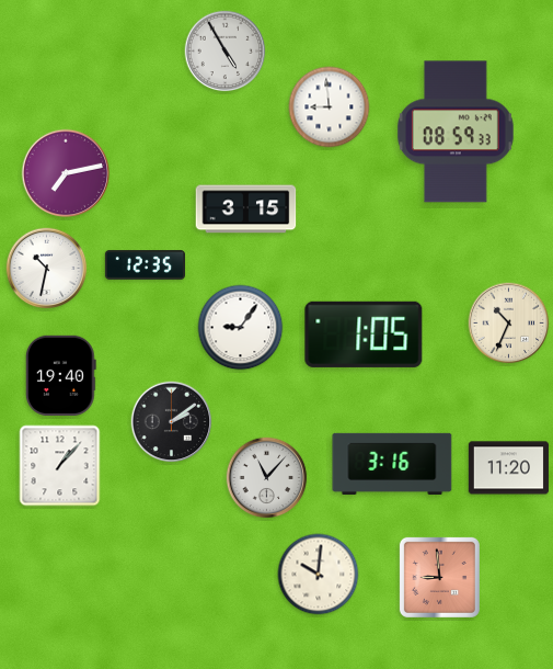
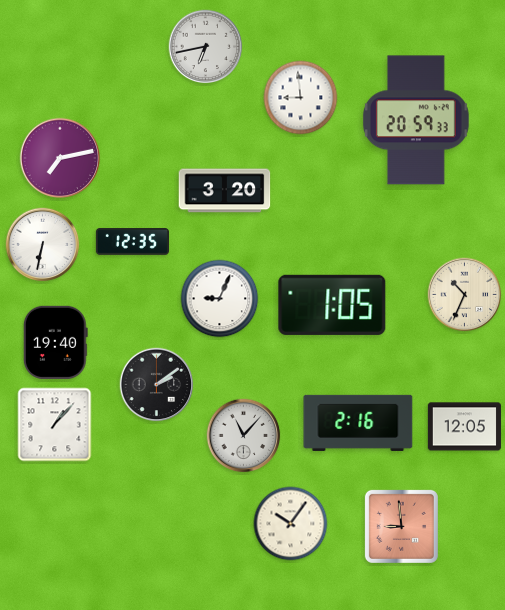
clock at (226, 52): 4:55 -> 6:43
clock at (456, 132): 08:59 -> 20:59
clock at (246, 209): 3:15 -> 3:20
clock at (47, 269): 10:32 -> 6:32
clock at (241, 328): 9:06 -> 9:04
clock at (392, 464): 3:16 -> 2:16
clock at (508, 468): 11:20 -> 12:05
clock at (319, 575): 10:01 -> 10:06
